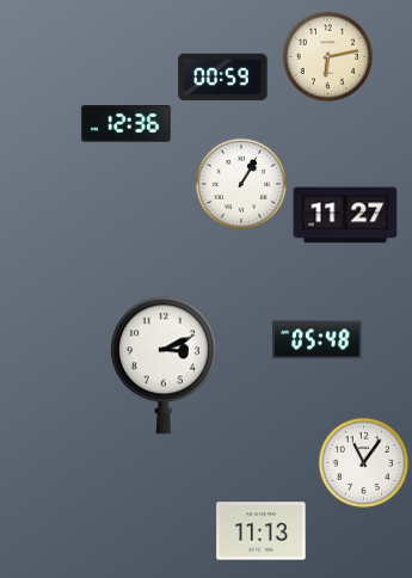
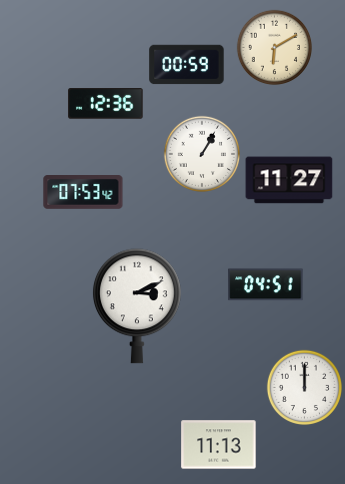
clock at (327, 56): 6:13 -> 6:10
clock at (83, 193): none -> 07:53
clock at (318, 340): 05:48 -> 04:51
clock at (363, 462): 11:06 -> 12:00
